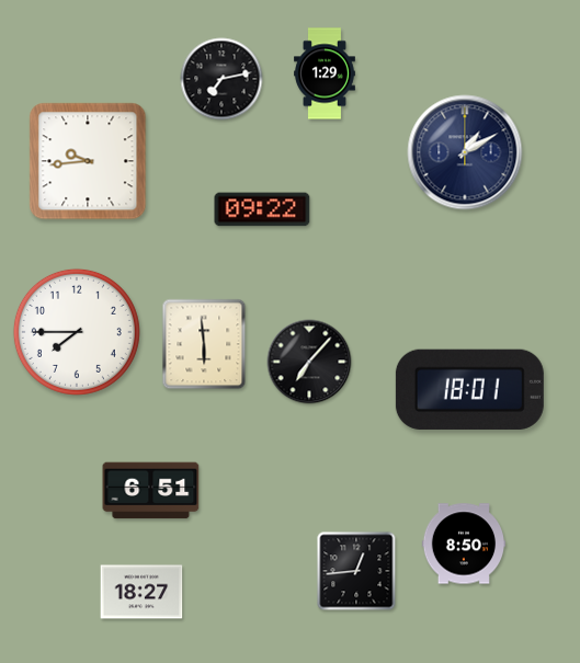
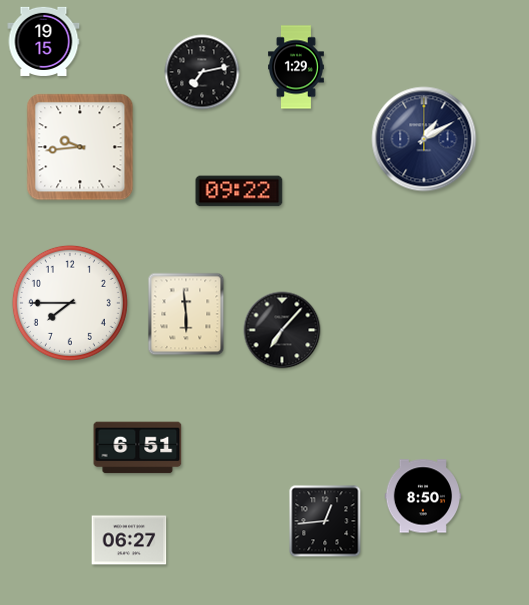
clock at (44, 41): none -> 19:15
clock at (469, 389): 18:01 -> none
clock at (141, 592): 18:27 -> 06:27
